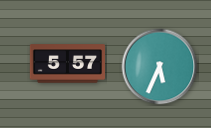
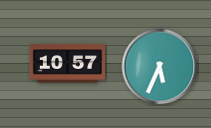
clock at (67, 64): 5:57 -> 10:57
